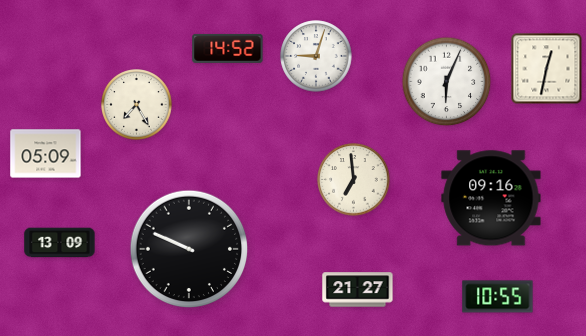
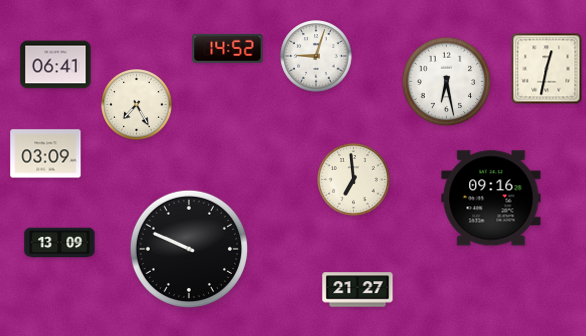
clock at (56, 65): none -> 06:41
clock at (447, 82): 6:04 -> 6:28
clock at (46, 154): 05:09 -> 03:09
clock at (498, 297): 10:55 -> none
